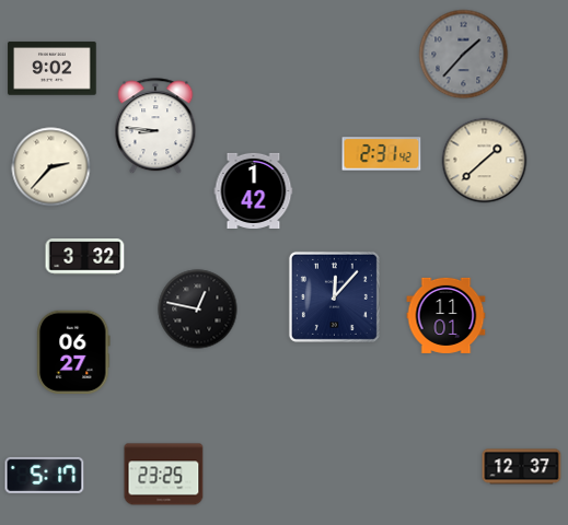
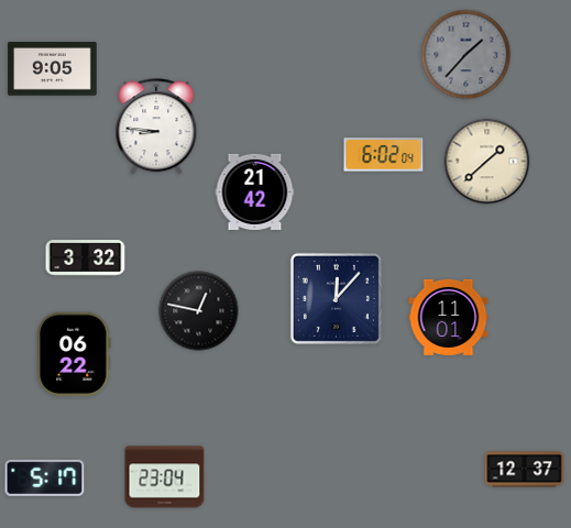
clock at (53, 69): 9:02 -> 9:05
clock at (382, 154): 2:31 -> 6:02
clock at (51, 167): 2:37 -> none
clock at (254, 190): 1:42 -> 21:42
clock at (73, 351): 06:27 -> 06:22
clock at (164, 475): 23:25 -> 23:04
